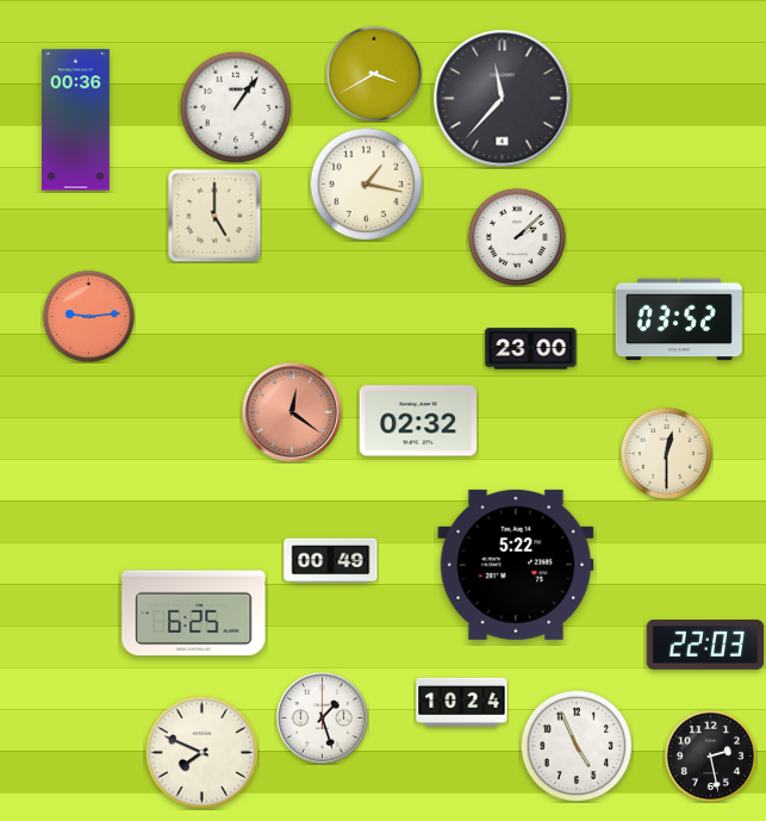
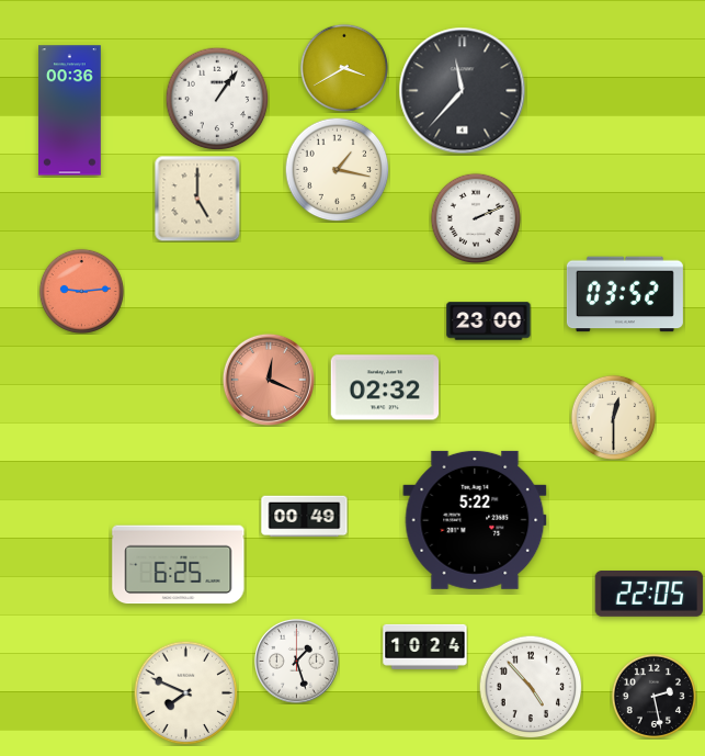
clock at (516, 236): 2:08 -> 2:11
clock at (292, 412): 12:21 -> 12:19
clock at (705, 646): 22:03 -> 22:05
clock at (577, 746): 4:56 -> 4:53
